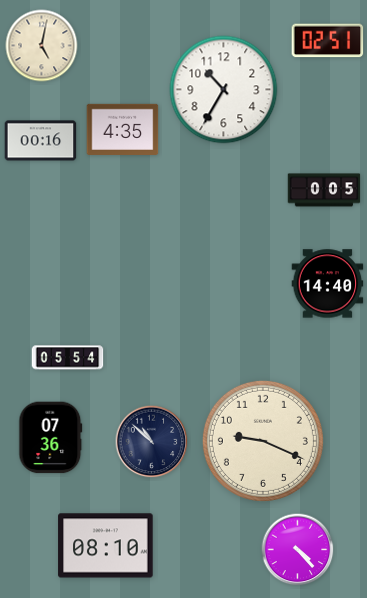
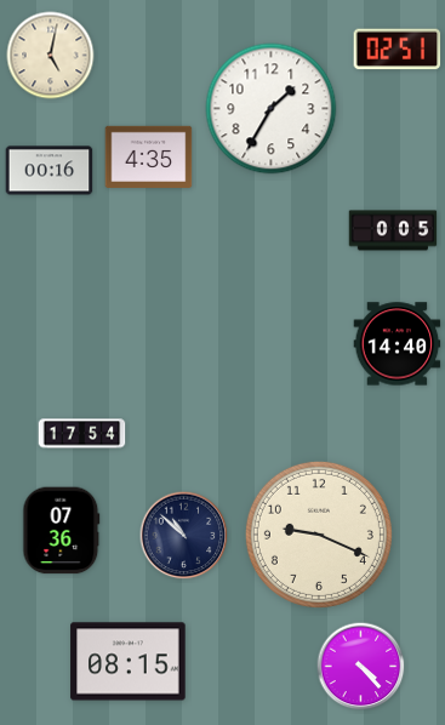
clock at (224, 90): 10:35 -> 1:35
clock at (68, 358): 05:54 -> 17:54
clock at (106, 546): 08:10 -> 08:15
